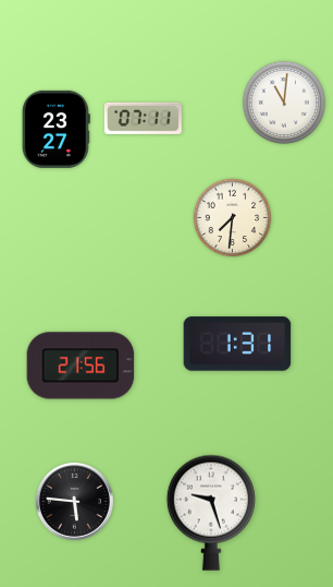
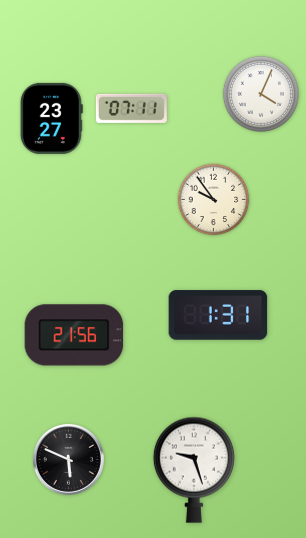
clock at (284, 103): 11:01 -> 4:04
clock at (233, 218): 7:31 -> 9:54
clock at (74, 501): 5:46 -> 5:49
